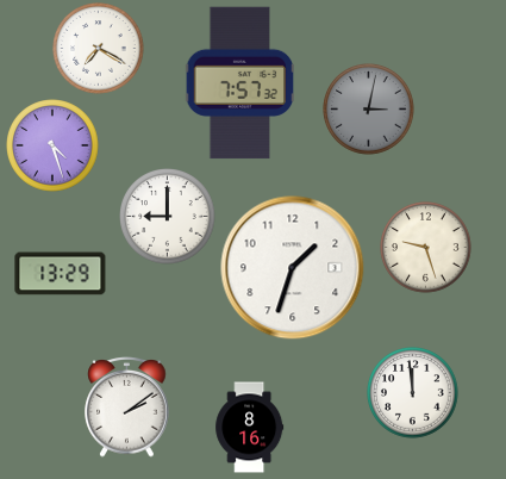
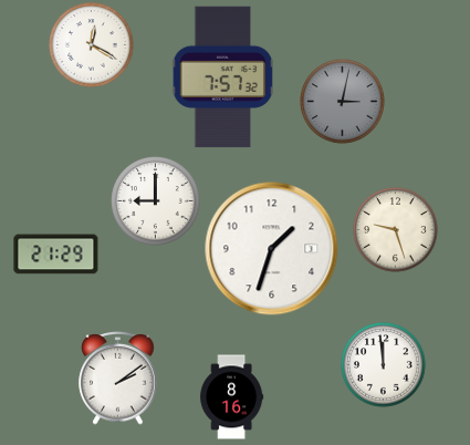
clock at (99, 49): 7:20 -> 12:20
clock at (52, 145): 4:27 -> none
clock at (61, 274): 13:29 -> 21:29
